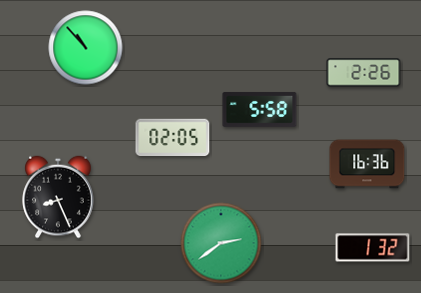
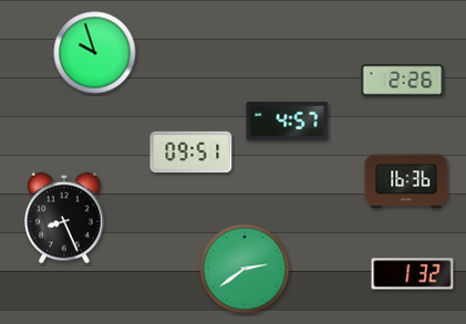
clock at (86, 48): 10:53 -> 9:57
clock at (260, 109): 5:58 -> 4:57
clock at (173, 138): 02:05 -> 09:51
